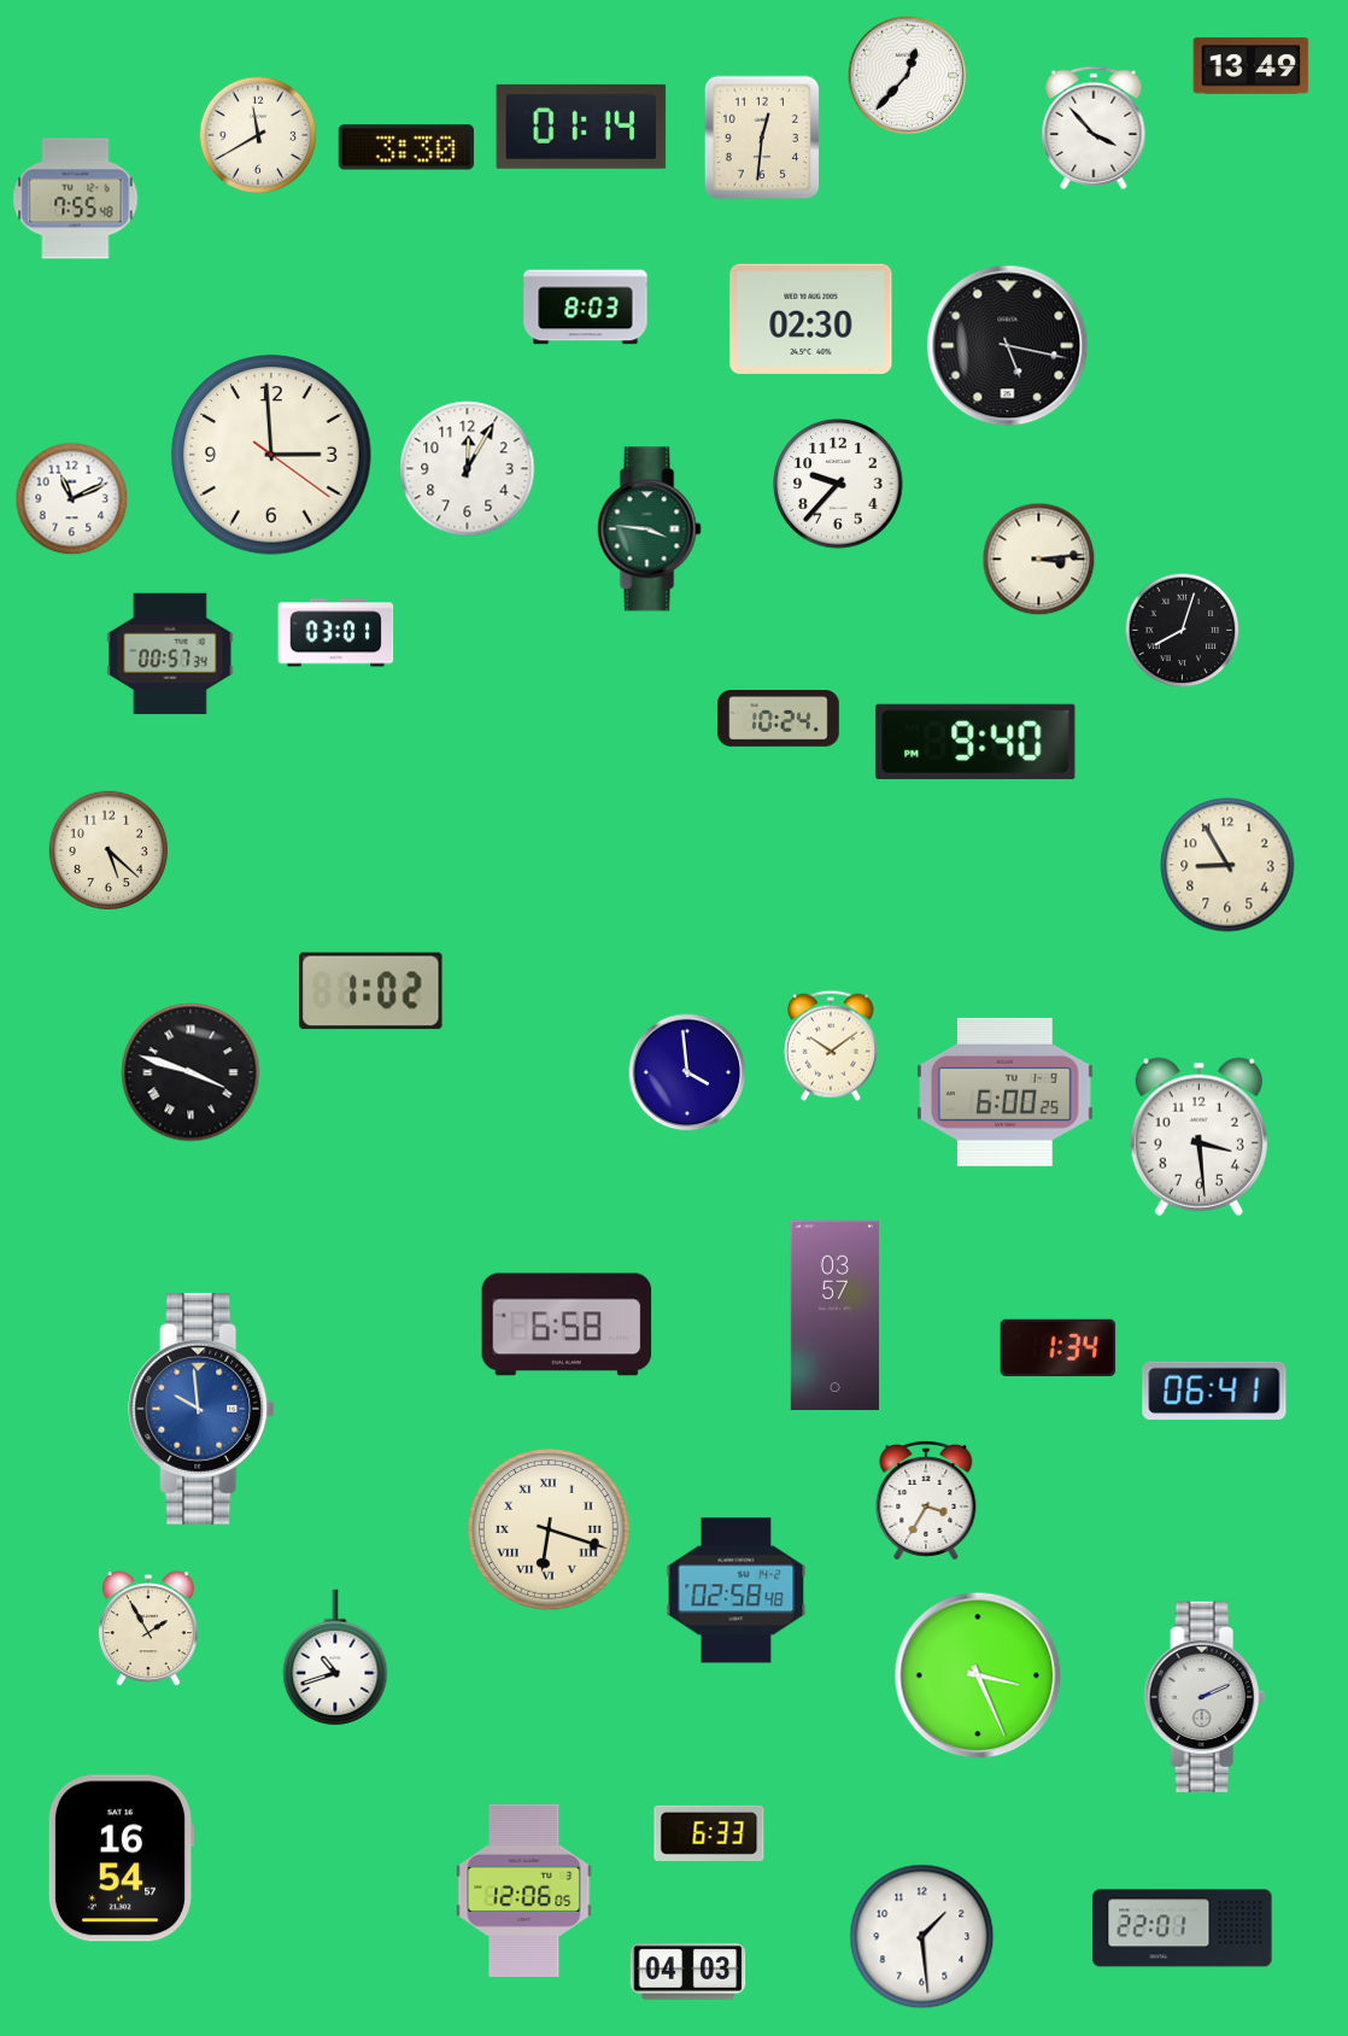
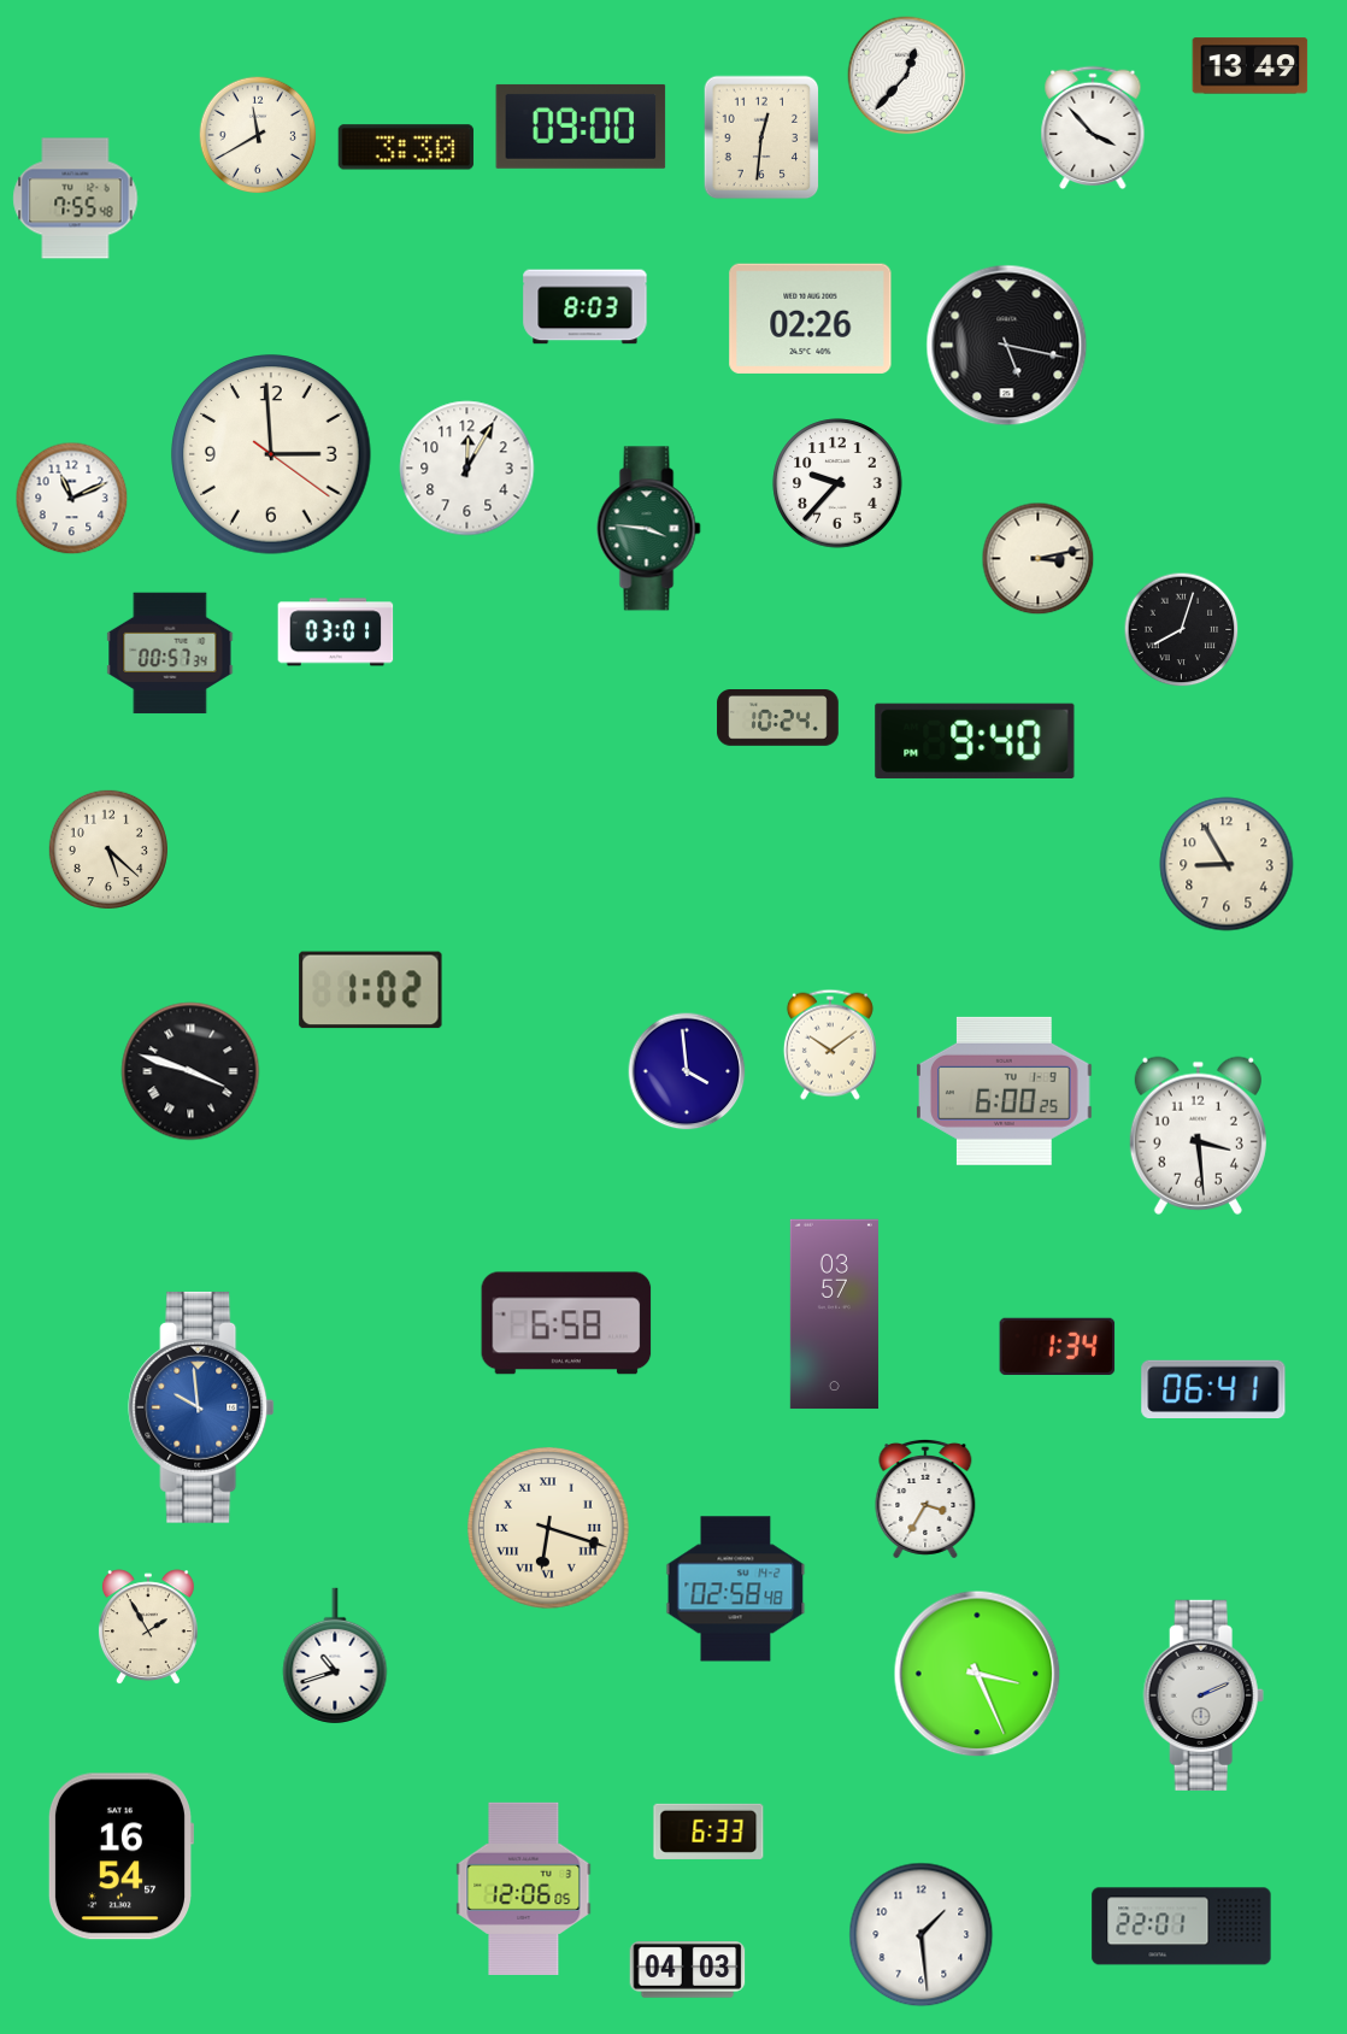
clock at (581, 127): 01:14 -> 09:00
clock at (811, 318): 02:30 -> 02:26
clock at (1039, 560): 3:14 -> 3:13
